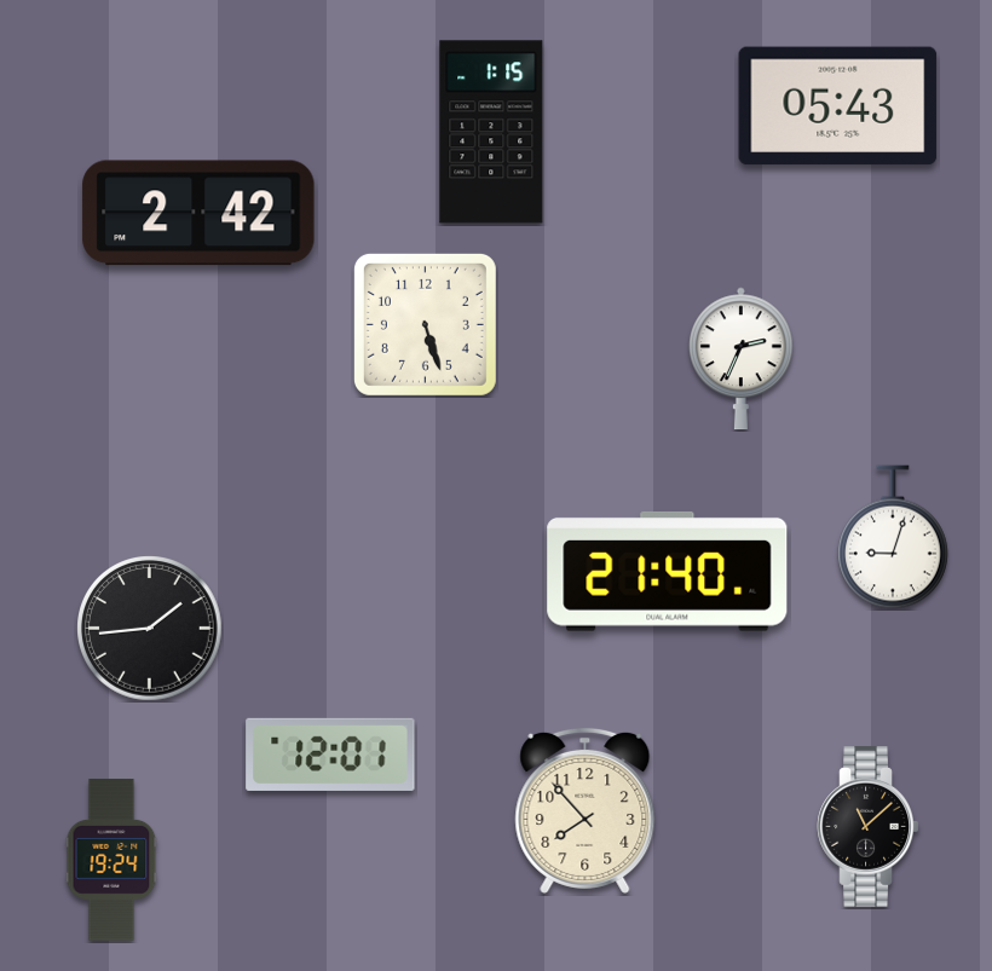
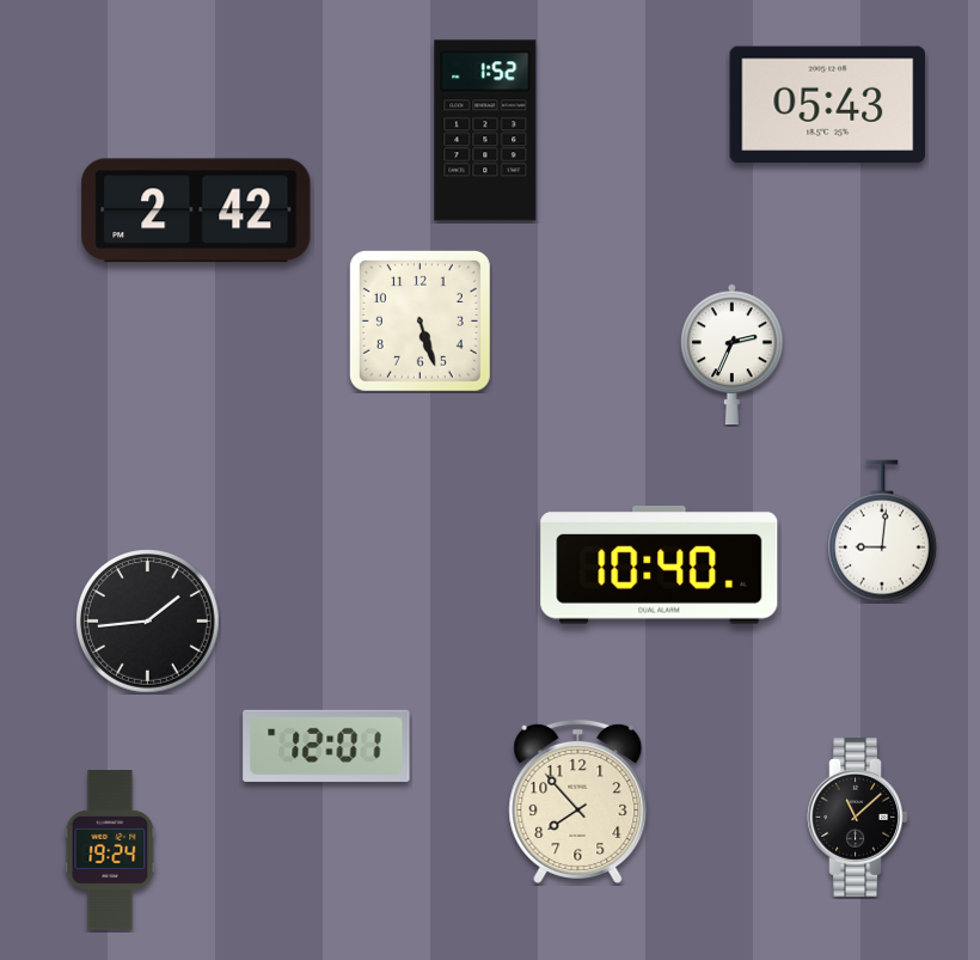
clock at (491, 132): 1:15 -> 1:52
clock at (894, 537): 9:03 -> 9:01
clock at (668, 571): 21:40 -> 10:40
